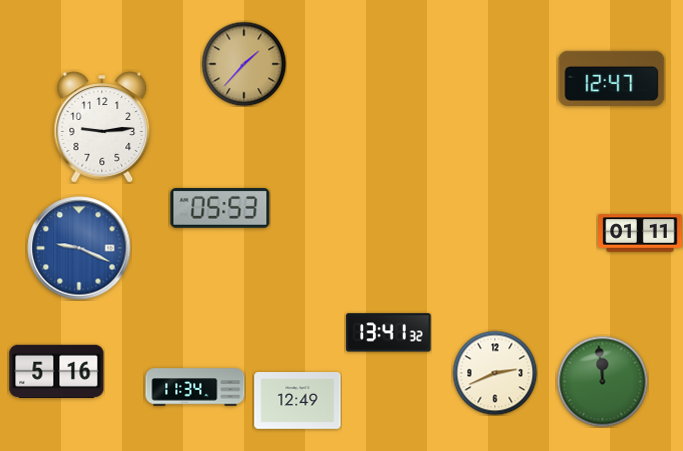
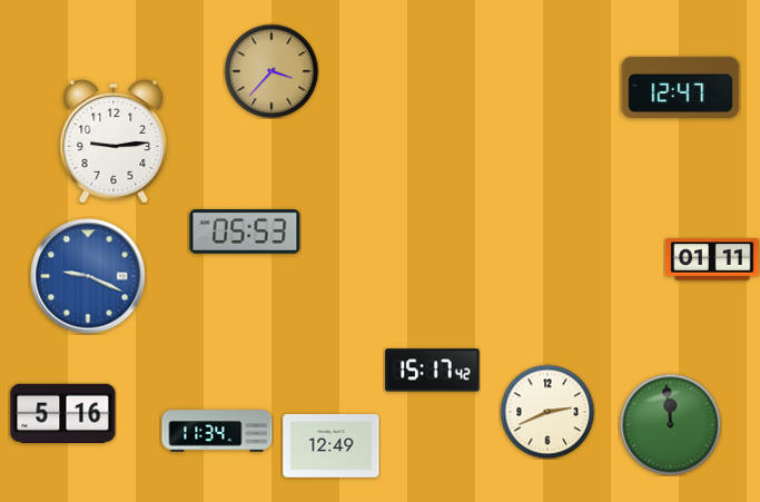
clock at (244, 64): 1:37 -> 3:37
clock at (389, 333): 13:41 -> 15:17
clock at (495, 373) position: (495, 373) -> (547, 412)
